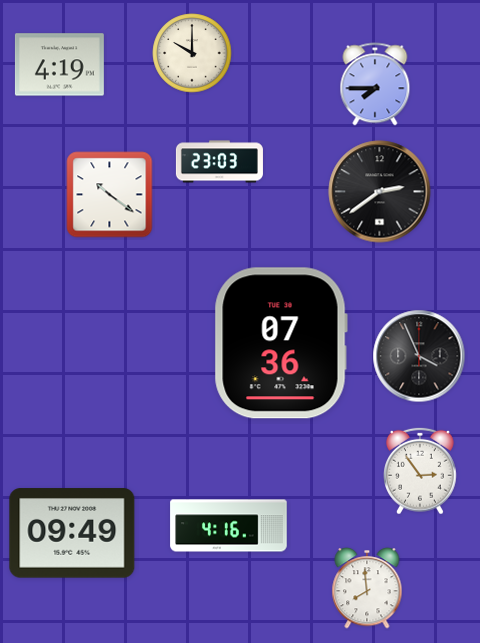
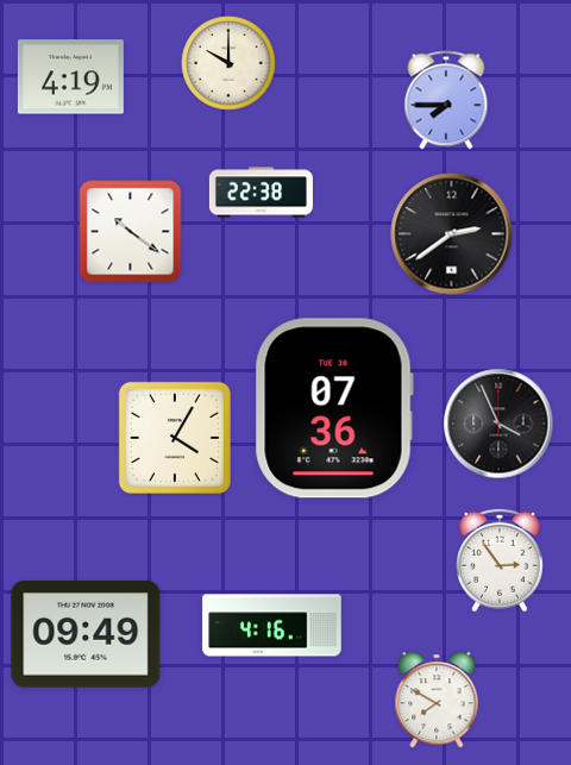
clock at (219, 162): 23:03 -> 22:38
clock at (380, 192) position: (380, 192) -> (452, 234)
clock at (175, 438): none -> 4:05
clock at (367, 588): 7:59 -> 7:50
